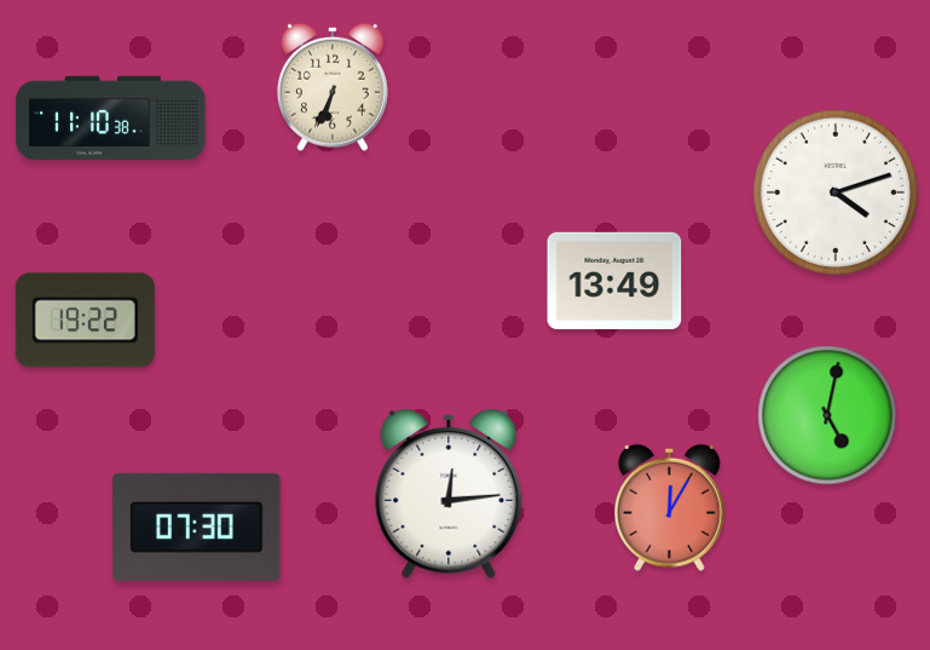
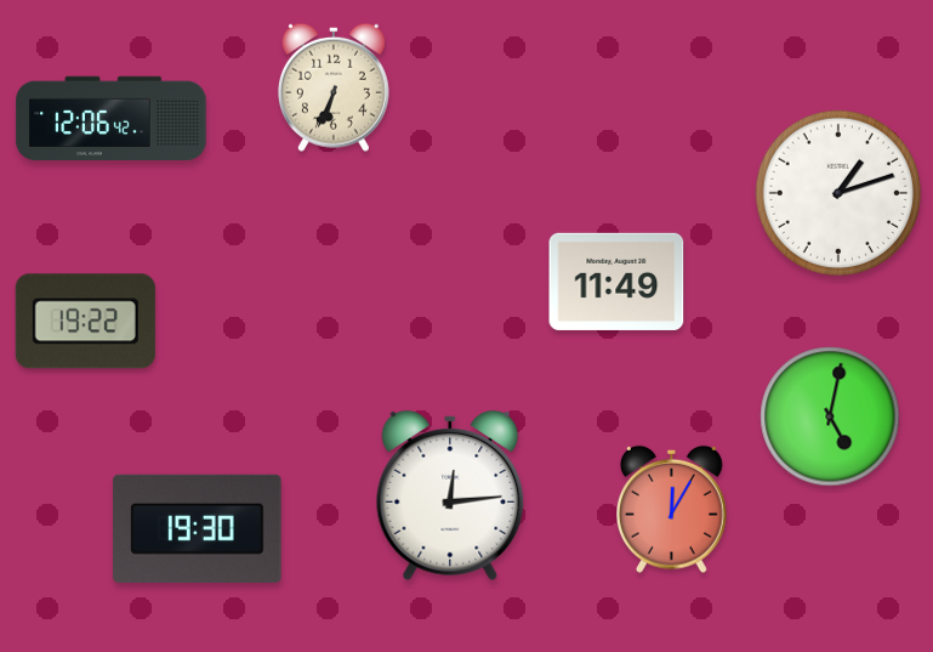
clock at (111, 117): 11:10 -> 12:06
clock at (834, 191): 4:12 -> 1:12
clock at (614, 281): 13:49 -> 11:49
clock at (197, 527): 07:30 -> 19:30
